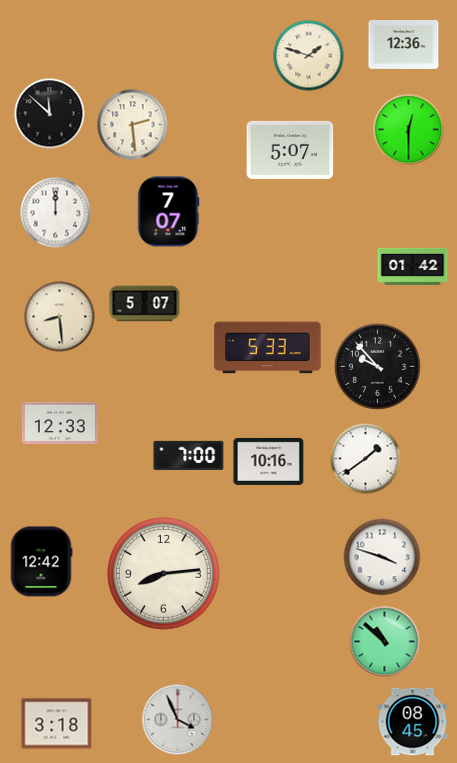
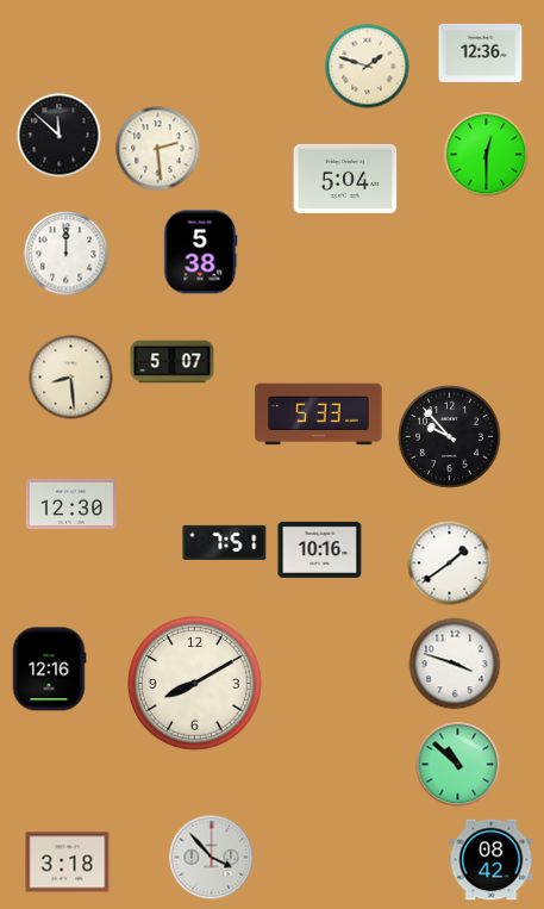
clock at (290, 150): 5:07 -> 5:04
clock at (168, 212): 7:07 -> 5:38
clock at (413, 266): 01:42 -> none
clock at (60, 423): 12:33 -> 12:30
clock at (189, 455): 7:00 -> 7:51
clock at (366, 459) position: (366, 459) -> (450, 564)
clock at (41, 562): 12:42 -> 12:16
clock at (164, 574): 8:14 -> 8:10
clock at (178, 720): 3:56 -> 3:53
clock at (413, 722): 08:45 -> 08:42
